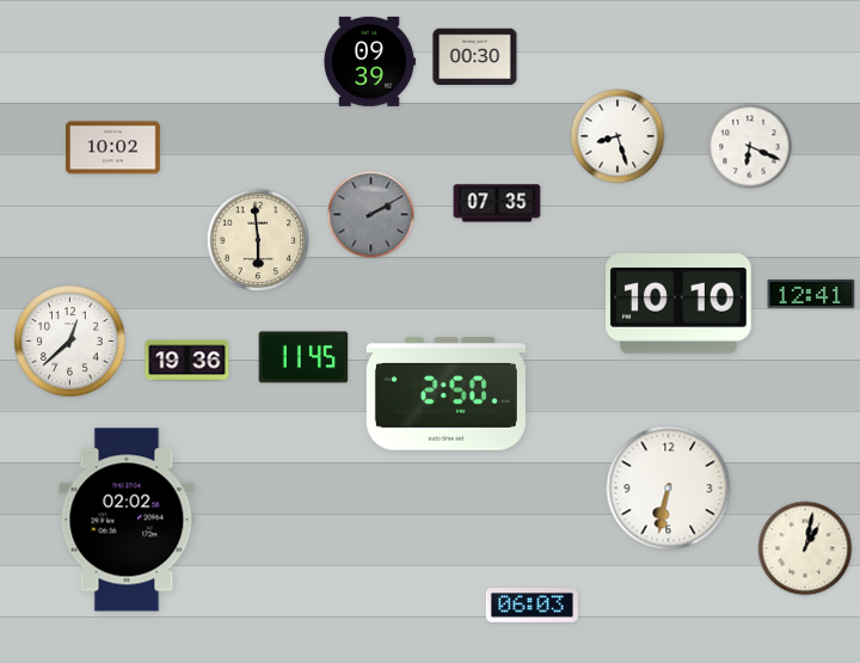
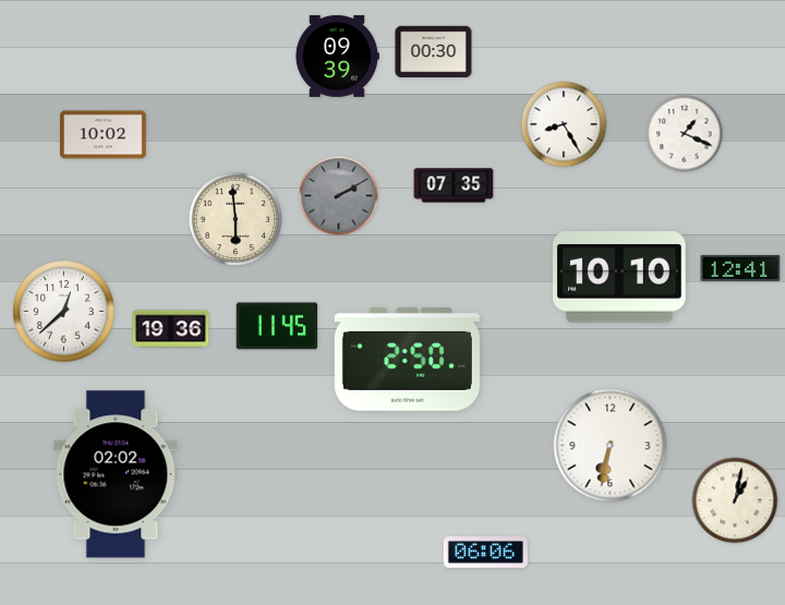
clock at (618, 136): 8:27 -> 8:25
clock at (750, 147): 6:19 -> 1:19
clock at (532, 606): 06:03 -> 06:06
